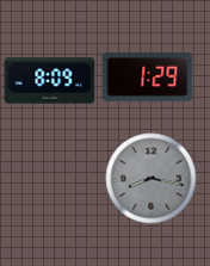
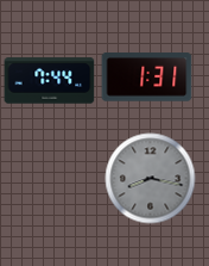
clock at (148, 78): 1:29 -> 1:31
clock at (50, 81): 8:09 -> 7:44
